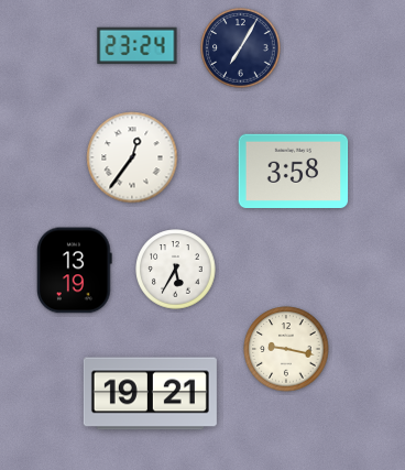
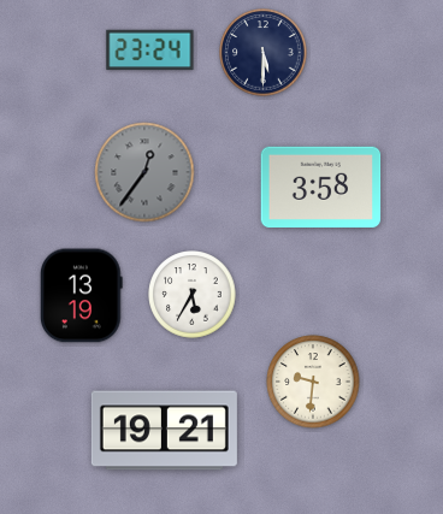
clock at (241, 48): 7:05 -> 5:30
clock at (132, 157) dial: white -> grey
clock at (286, 349): 9:17 -> 9:31
